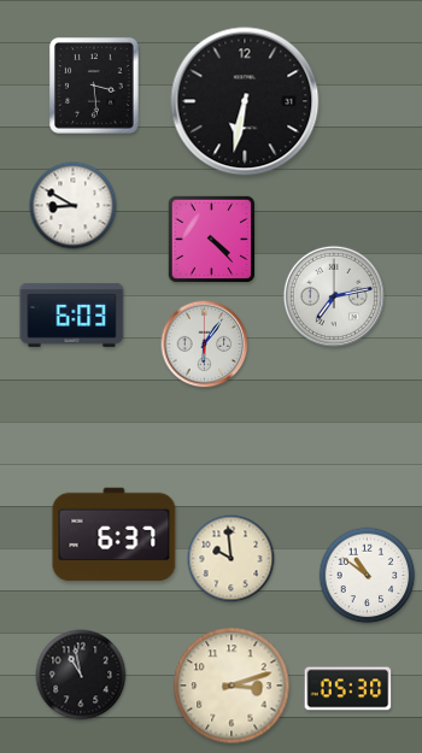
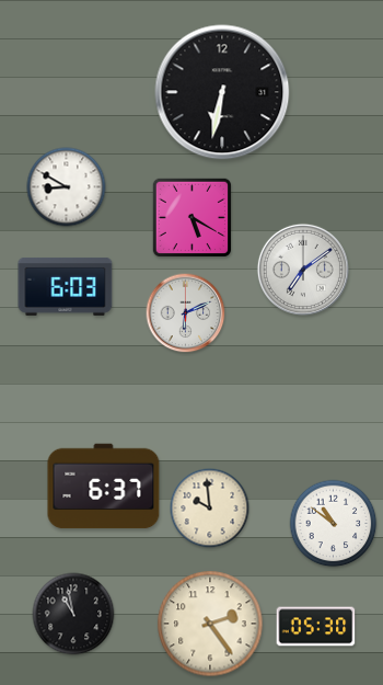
clock at (95, 87): 3:29 -> none
clock at (211, 239): 4:23 -> 5:20
clock at (334, 296): 7:13 -> 7:09
clock at (205, 345): 6:06 -> 6:11
clock at (231, 686): 3:12 -> 2:24
